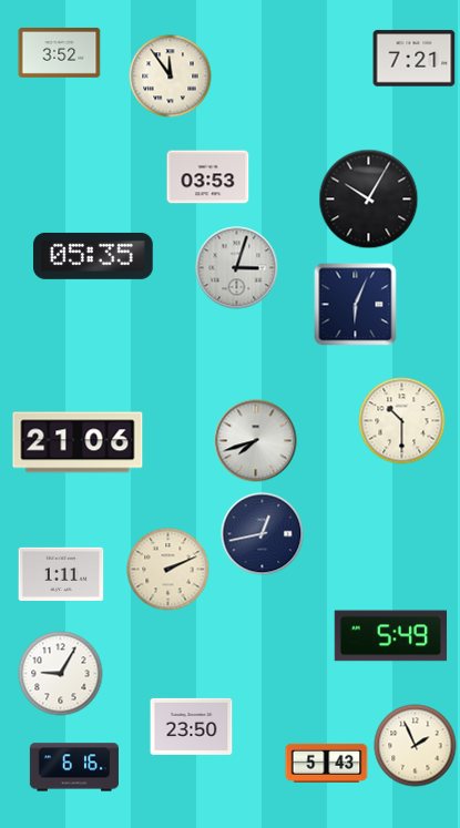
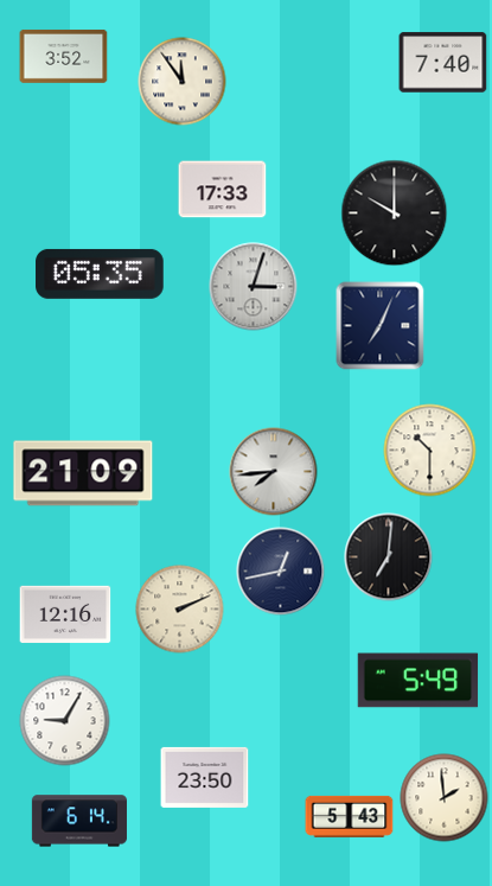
clock at (415, 59): 7:21 -> 7:40
clock at (208, 177): 03:53 -> 17:33
clock at (369, 200): 10:05 -> 10:00
clock at (356, 305): 6:04 -> 7:04
clock at (256, 441): 7:42 -> 7:44
clock at (78, 442): 21:06 -> 21:09
clock at (389, 557): none -> 7:01
clock at (61, 574): 1:11 -> 12:16
clock at (416, 746): 1:56 -> 1:59
clock at (74, 767): 6:16 -> 6:14
